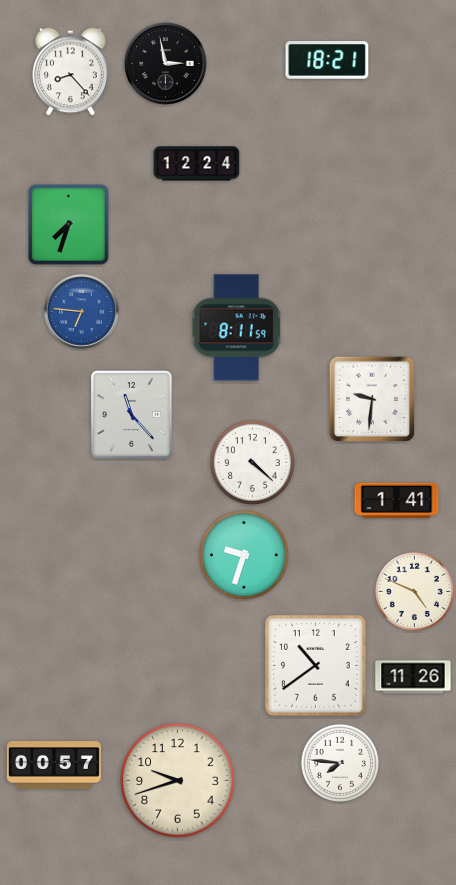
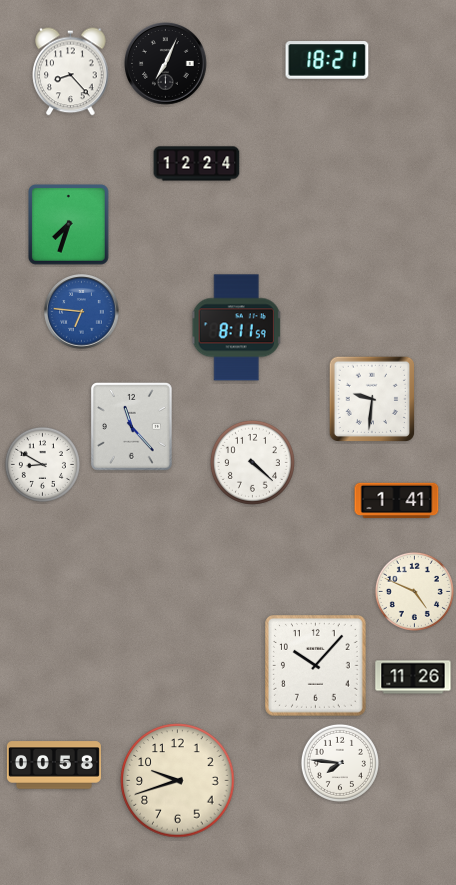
clock at (166, 64): 2:58 -> 7:04
clock at (131, 414) position: (131, 414) -> (131, 426)
clock at (42, 464): none -> 8:50
clock at (244, 555): 9:33 -> none
clock at (316, 666): 10:39 -> 10:07
clock at (54, 765): 00:57 -> 00:58
